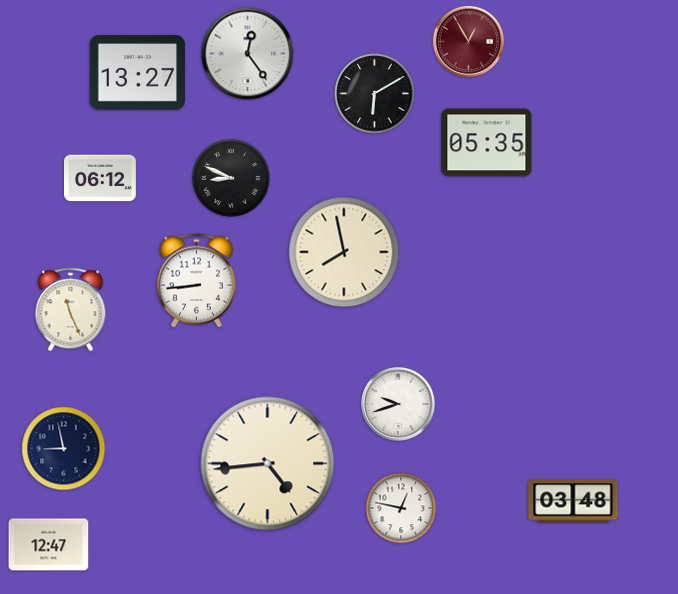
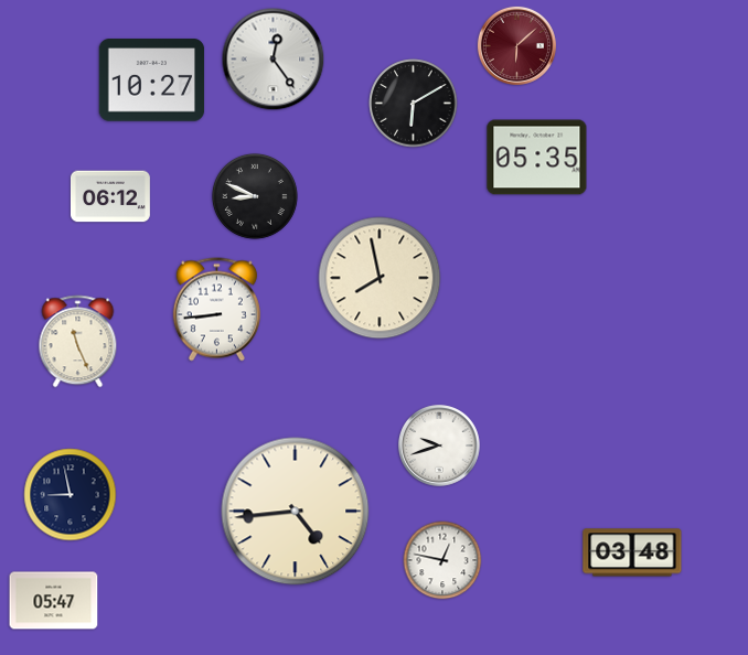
clock at (468, 41): 12:55 -> 6:08
clock at (138, 73): 13:27 -> 10:27
clock at (49, 545): 12:47 -> 05:47
